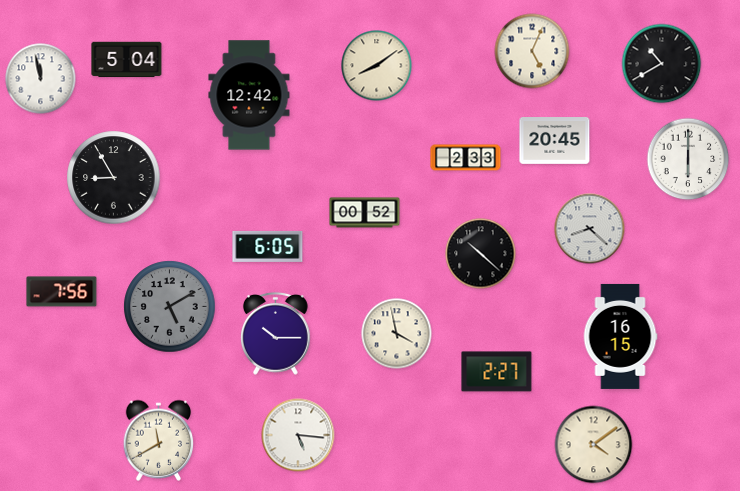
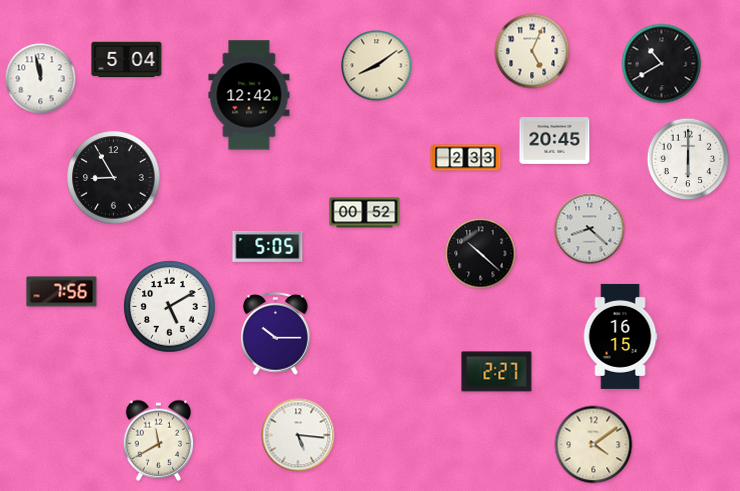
clock at (268, 246): 6:05 -> 5:05
clock at (170, 307) dial: grey -> white
clock at (397, 334): 3:58 -> none
